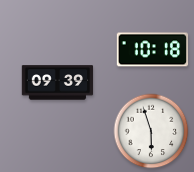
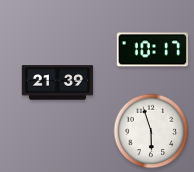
clock at (153, 50): 10:18 -> 10:17
clock at (58, 83): 09:39 -> 21:39
